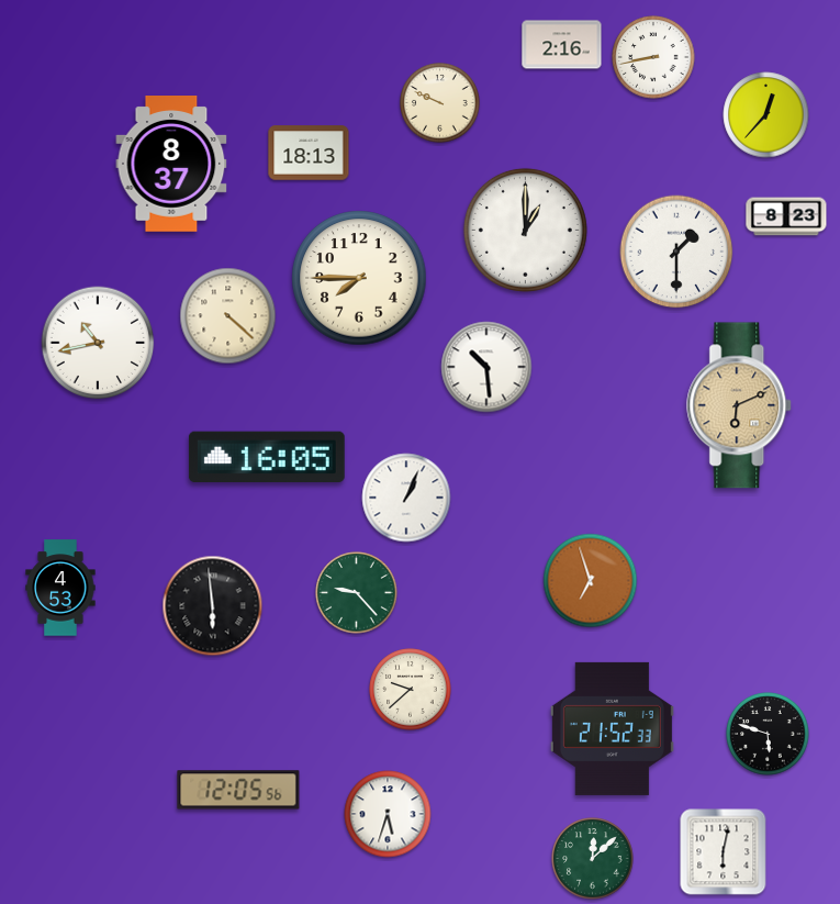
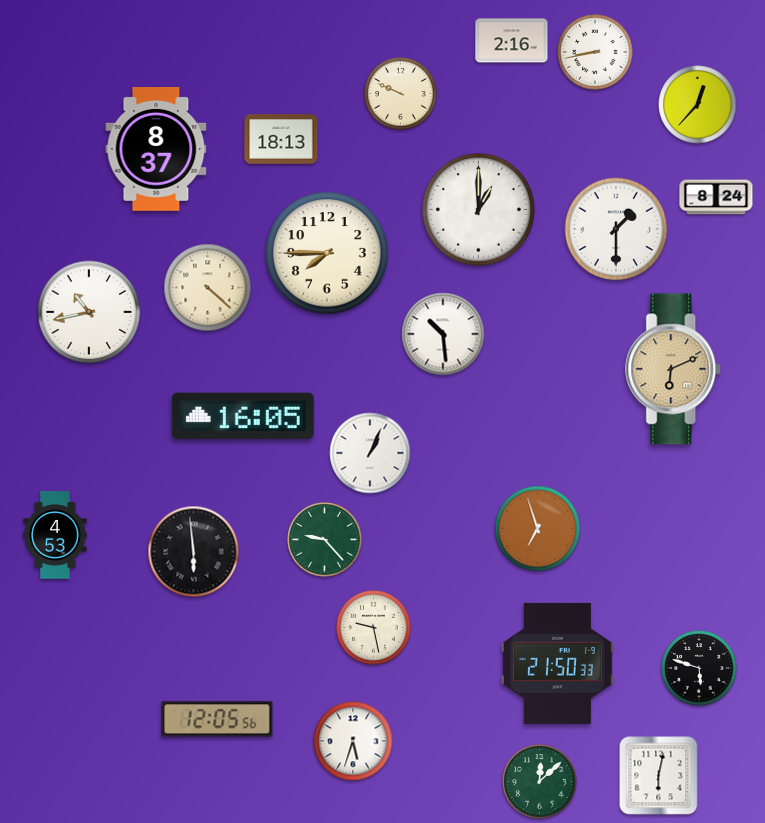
clock at (786, 216): 8:23 -> 8:24
clock at (411, 690): 9:38 -> 9:28
clock at (612, 728): 21:52 -> 21:50
